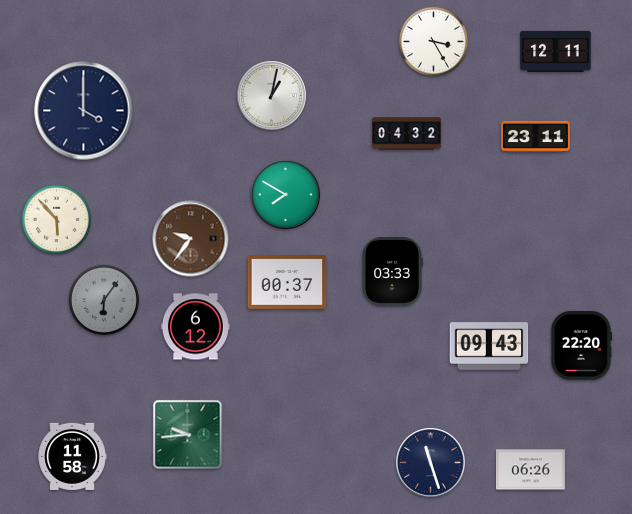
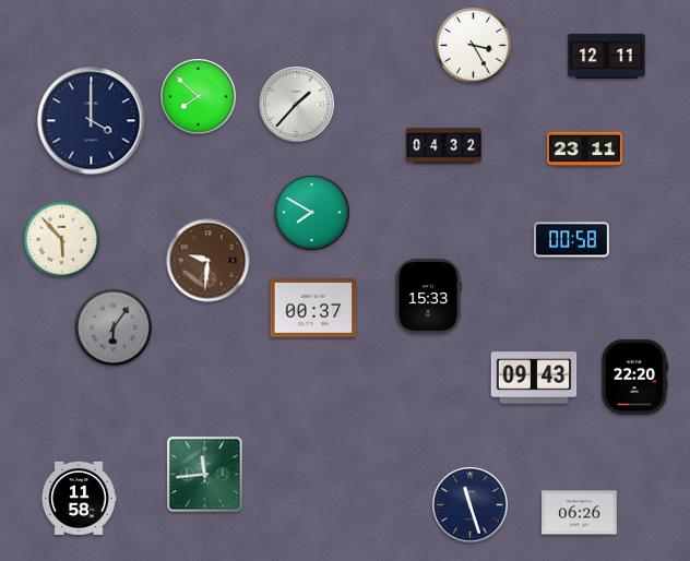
clock at (199, 97): none -> 7:52
clock at (272, 96): 1:02 -> 1:37
clock at (571, 240): none -> 00:58
clock at (191, 239): 9:36 -> 9:31
clock at (392, 271): 03:33 -> 15:33
clock at (195, 327): 6:12 -> none
clock at (188, 435): 9:44 -> 11:44
